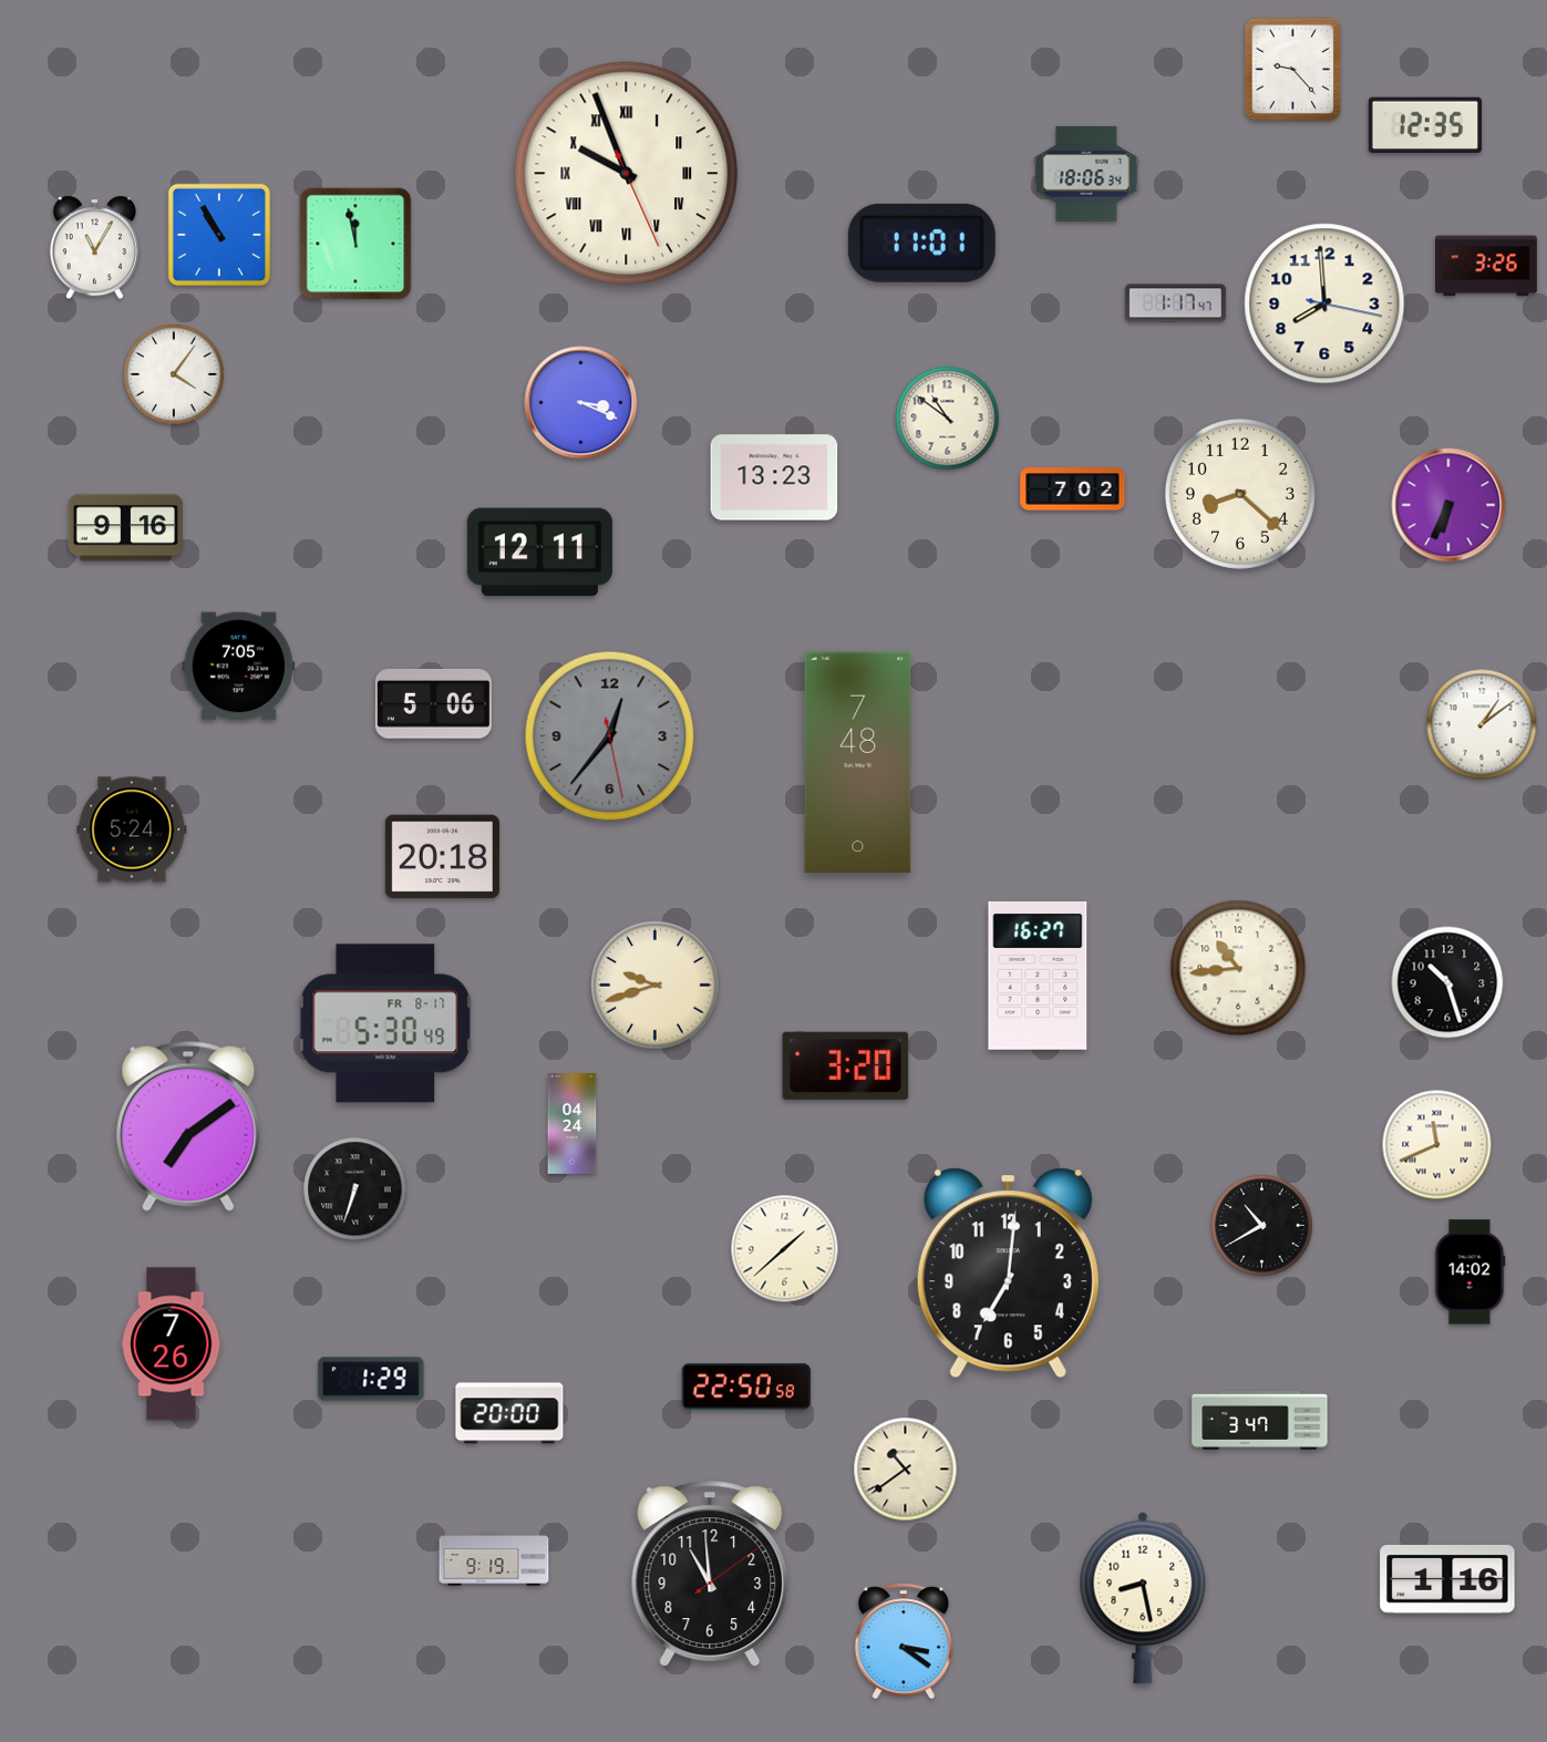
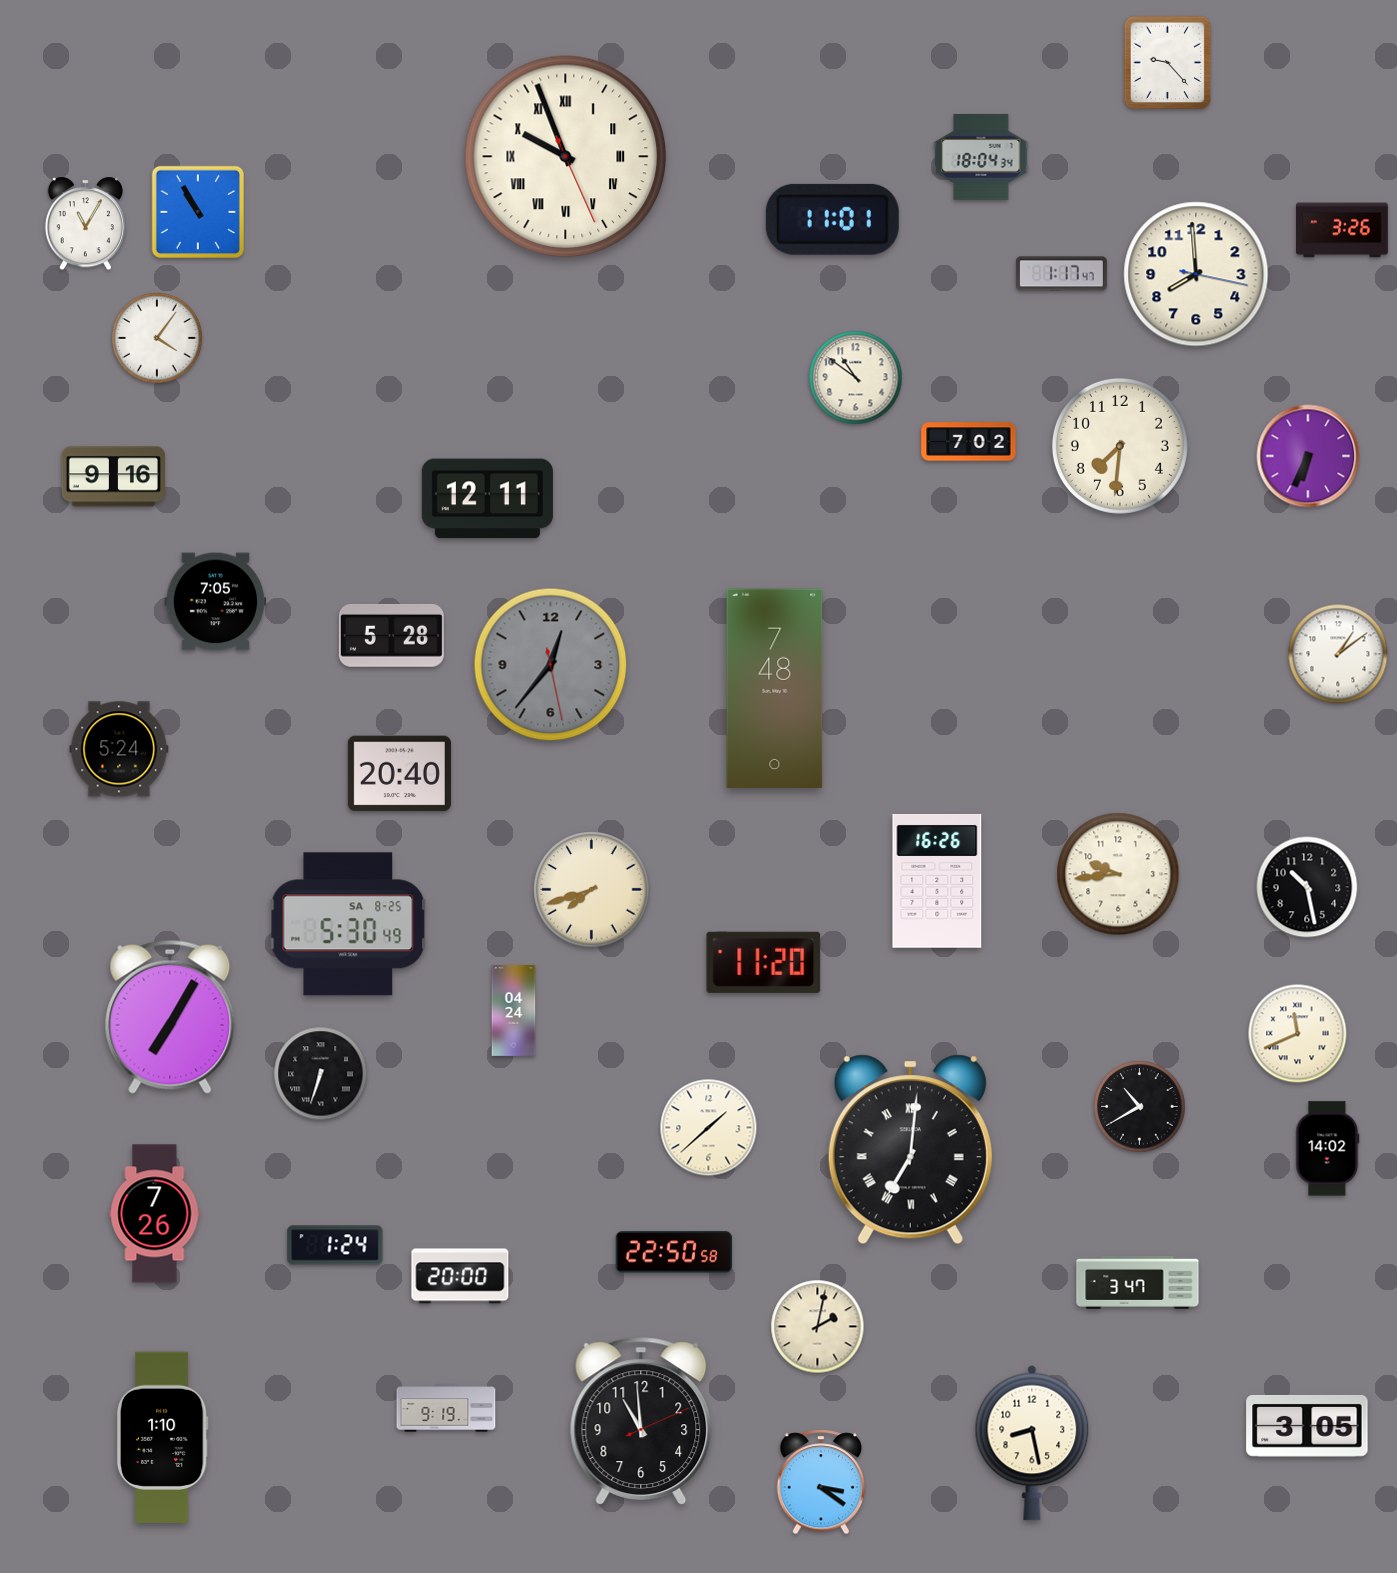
clock at (1424, 125): 12:35 -> none
clock at (1086, 174): 18:06 -> 18:04
clock at (355, 244): 11:58 -> none
clock at (1486, 266) position: (1486, 266) -> (1342, 230)
clock at (581, 403): 3:19 -> none
clock at (774, 477): 13:23 -> none
clock at (1240, 494): 8:22 -> 7:31
clock at (433, 703): 5:06 -> 5:28
clock at (442, 857): 20:18 -> 20:40
clock at (1238, 968): 10:44 -> 9:44
clock at (1038, 976): 16:27 -> 16:26
clock at (1447, 982): 10:27 -> 10:28
clock at (656, 986): 9:42 -> 7:42
clock at (385, 1023) date: FR 8-17 -> SA 8-25
clock at (846, 1065): 3:20 -> 11:20
clock at (573, 1123) position: (573, 1123) -> (514, 1010)
clock at (188, 1126): 7:09 -> 7:05
clock at (1008, 1274) numerals: Arabic -> Roman
clock at (371, 1379): 1:29 -> 1:24
clock at (906, 1470): 10:39 -> 2:02
clock at (710, 1574): 10:59:09 -> 10:59:11
clock at (1447, 1579): 1:16 -> 3:05
clock at (162, 1437): none -> 1:10
clock at (904, 1641) position: (904, 1641) -> (821, 1482)
